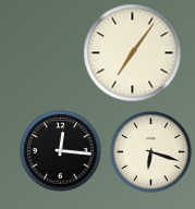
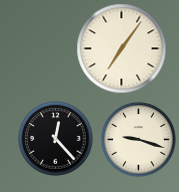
clock at (61, 151): 12:16 -> 12:23
clock at (151, 152): 6:18 -> 9:18
